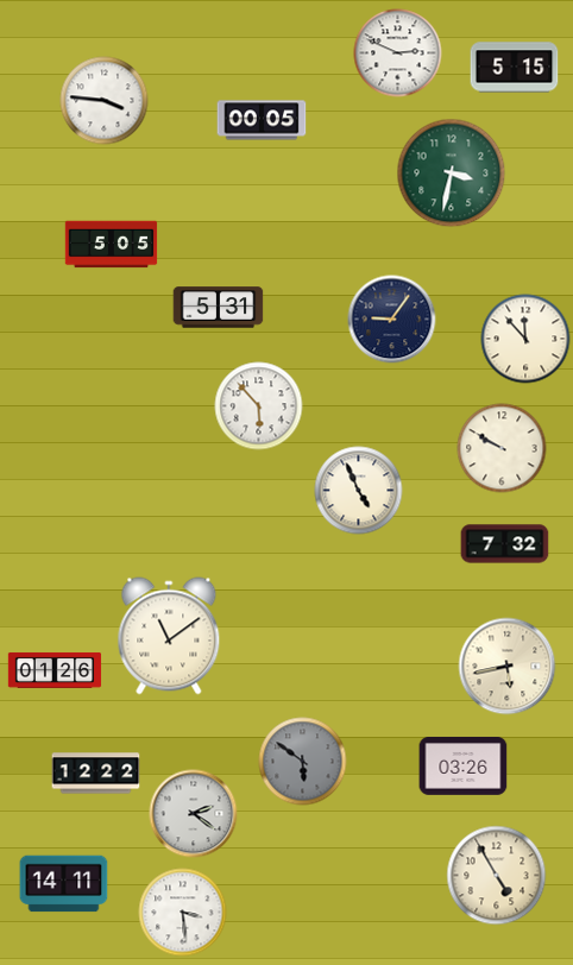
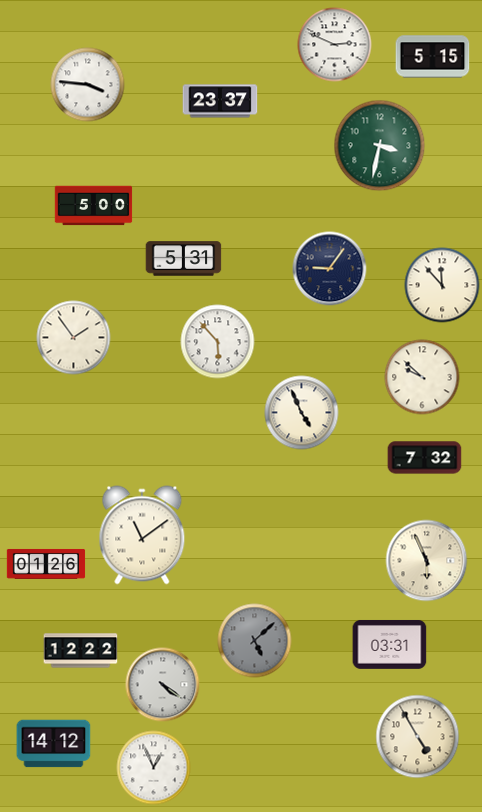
clock at (262, 120): 00:05 -> 23:37
clock at (112, 245): 5:05 -> 5:00
clock at (74, 338): none -> 1:54
clock at (502, 448): 9:50 -> 9:52
clock at (508, 667): 5:43 -> 5:56
clock at (303, 762): 5:51 -> 5:08
clock at (464, 765): 03:26 -> 03:31
clock at (194, 814): 2:21 -> 4:21
clock at (64, 884): 14:11 -> 14:12
clock at (183, 913): 3:29 -> 12:56
